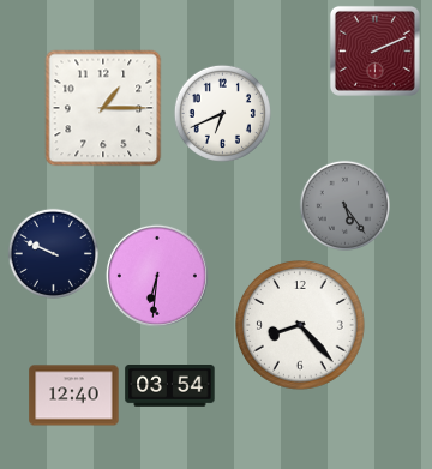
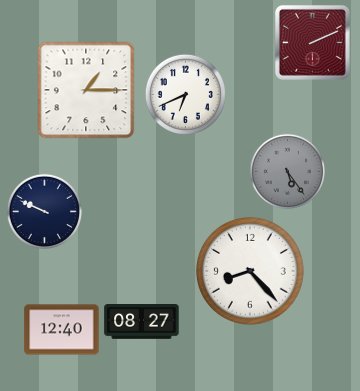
clock at (157, 276): 6:31 -> none
clock at (170, 386): 03:54 -> 08:27
